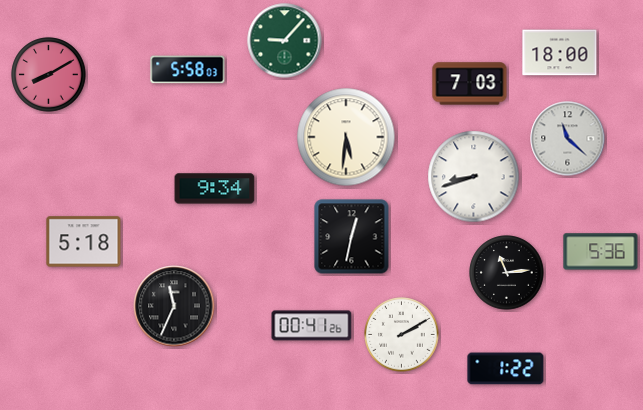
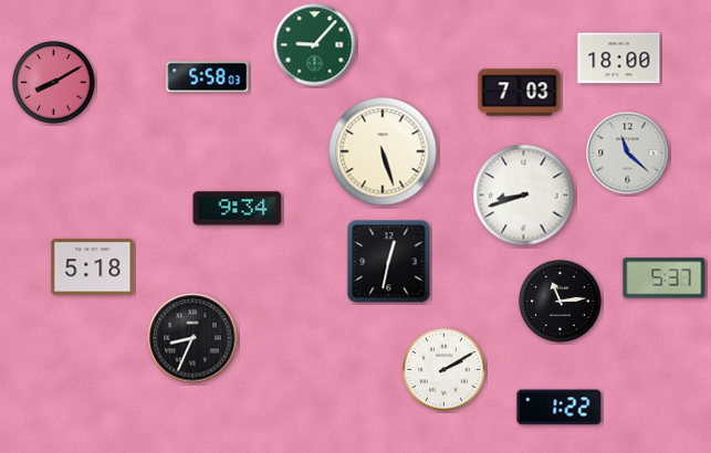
clock at (346, 137): 5:31 -> 5:27
clock at (601, 252): 5:36 -> 5:37
clock at (174, 306): 11:34 -> 8:34
clock at (312, 326): 00:41 -> none
